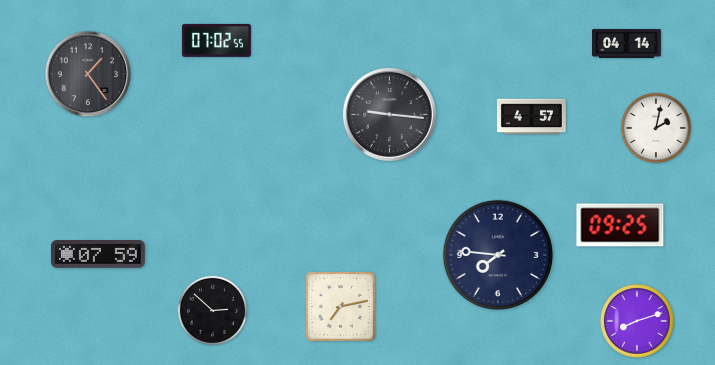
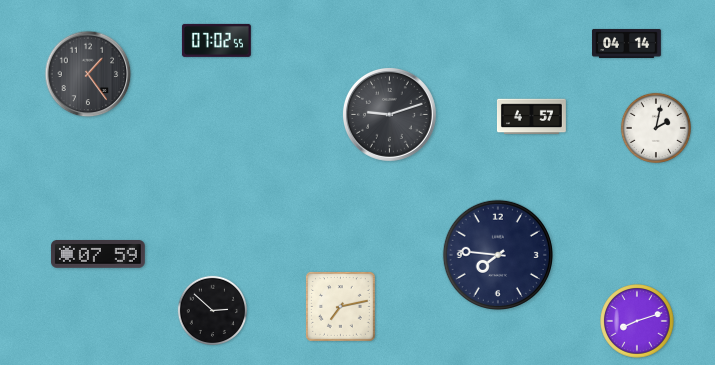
clock at (389, 114): 9:16 -> 9:12
clock at (620, 225): 09:25 -> none
